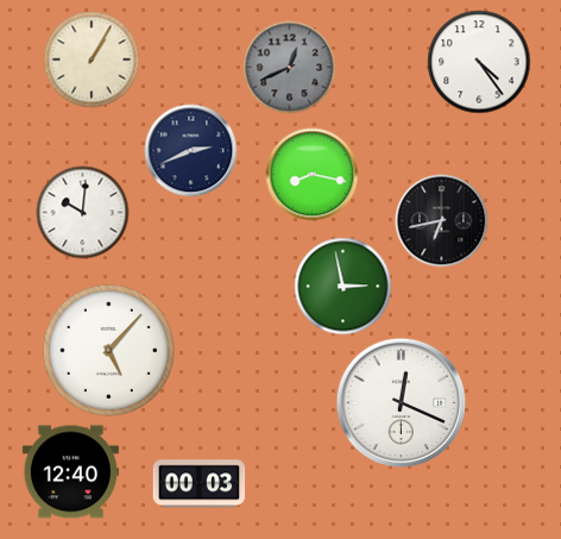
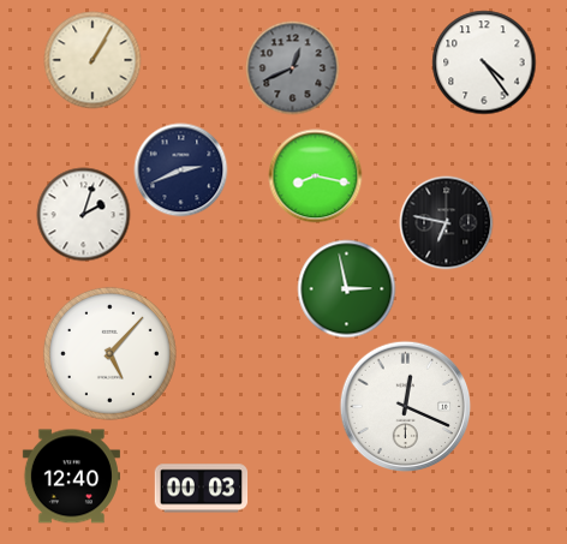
clock at (190, 150) position: (190, 150) -> (180, 169)
clock at (82, 212): 10:01 -> 2:03
clock at (441, 220): 6:43 -> 6:47
